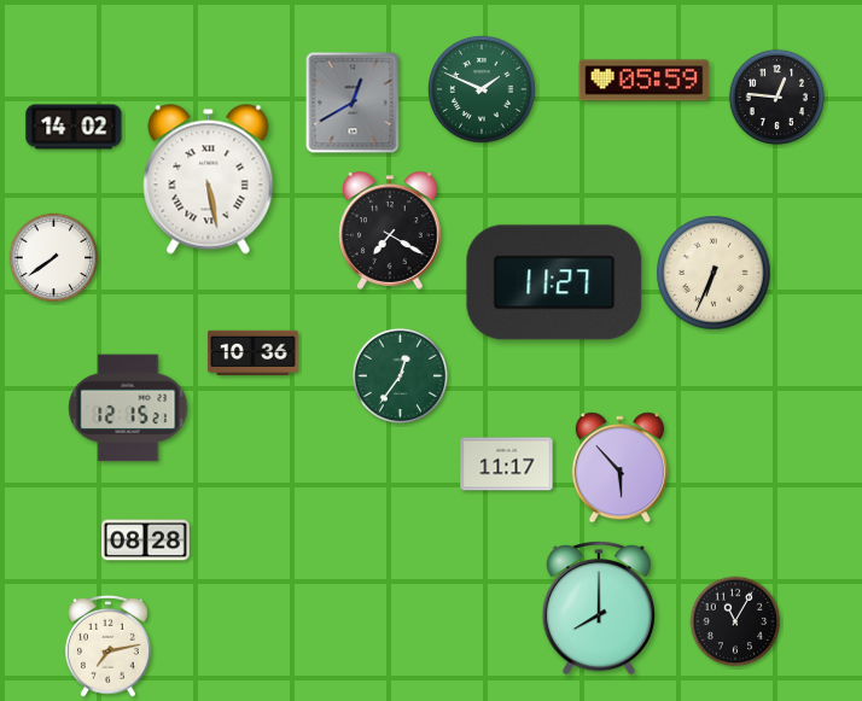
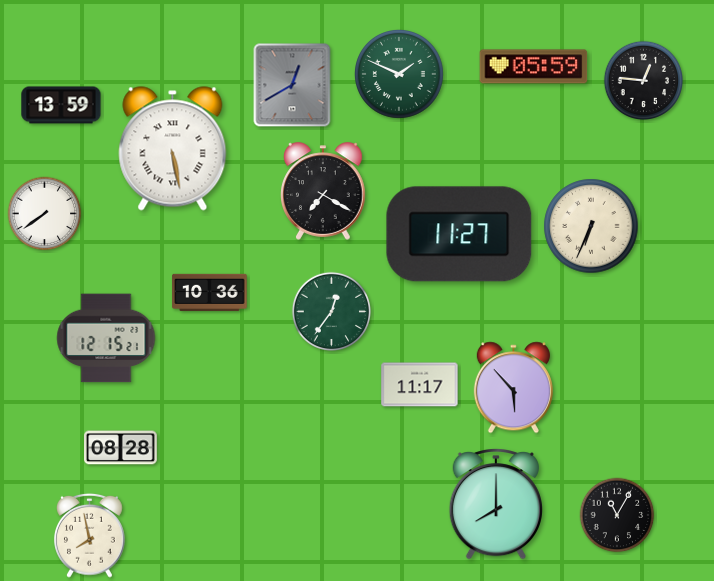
clock at (74, 127): 14:02 -> 13:59
clock at (735, 621) position: (735, 621) -> (617, 515)
clock at (109, 645): 7:13 -> 7:58
